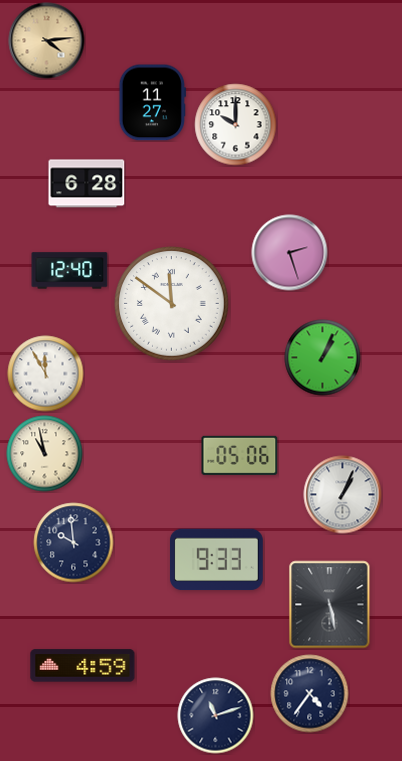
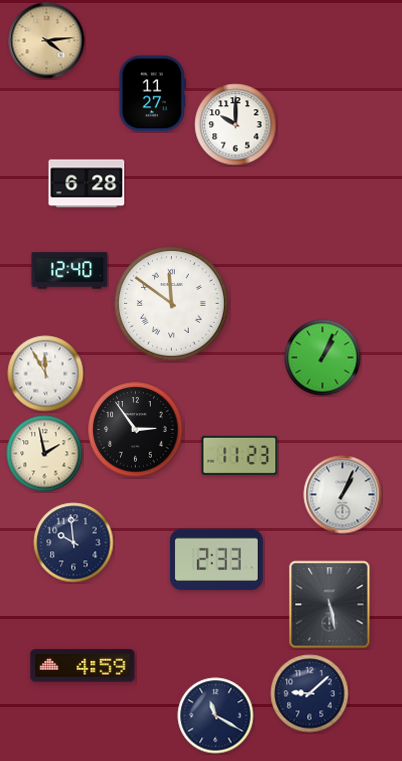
clock at (152, 103) position: (152, 103) -> (152, 94)
clock at (290, 253): 2:27 -> none
clock at (136, 430): none -> 2:54
clock at (45, 454): 10:58 -> 1:58
clock at (240, 455): 05:06 -> 11:23
clock at (217, 560): 9:33 -> 2:33
clock at (310, 694): 4:36 -> 9:08
clock at (216, 716): 11:12 -> 11:20
